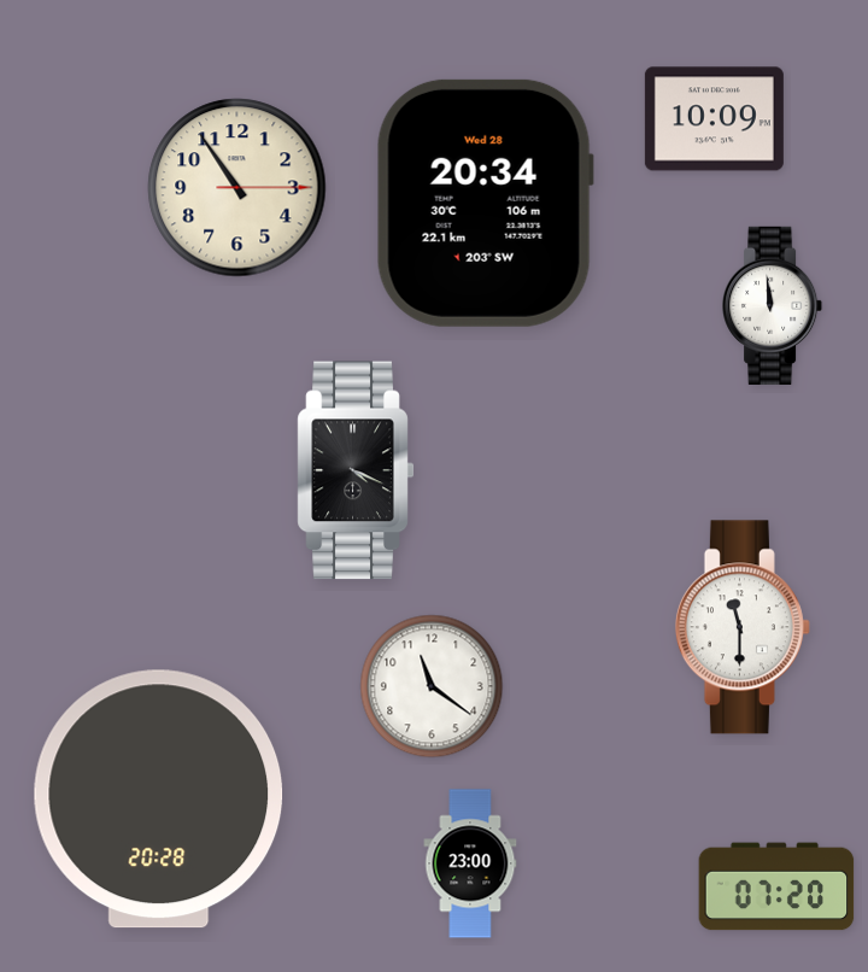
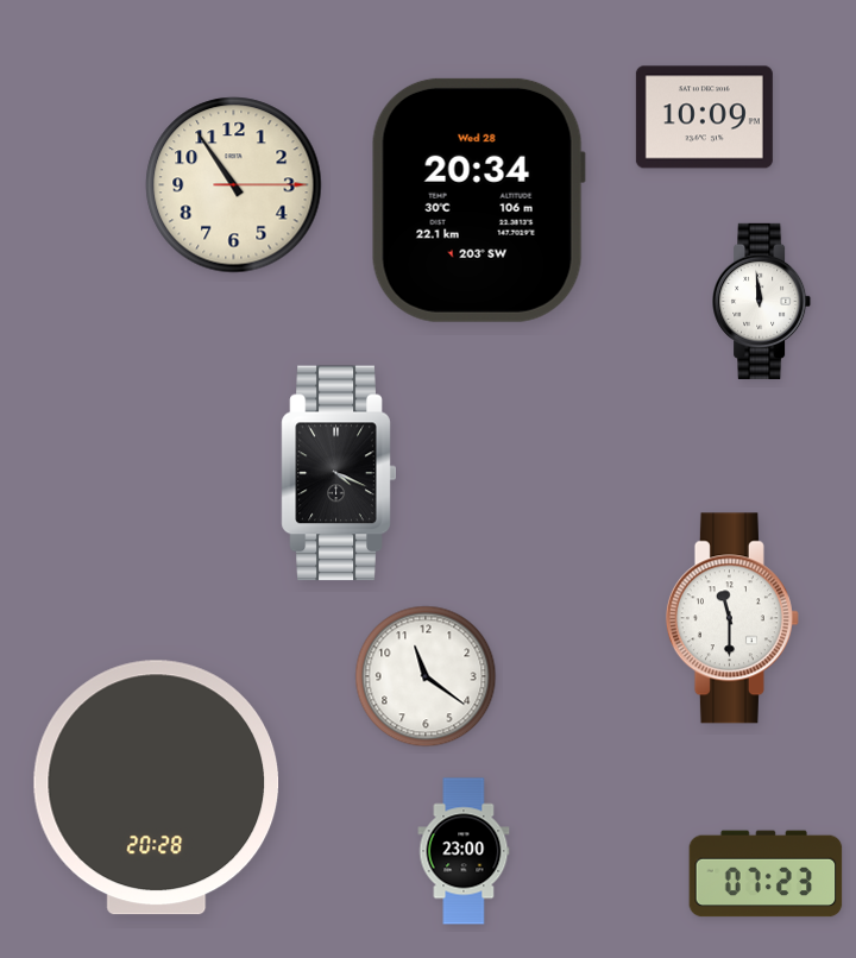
clock at (356, 470) position: (356, 470) -> (339, 473)
clock at (776, 886): 07:20 -> 07:23
